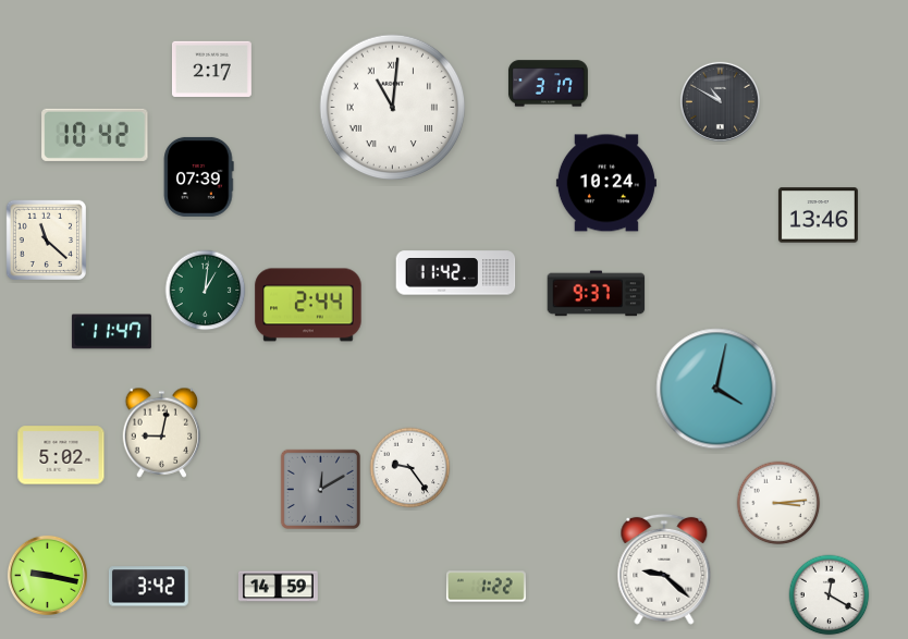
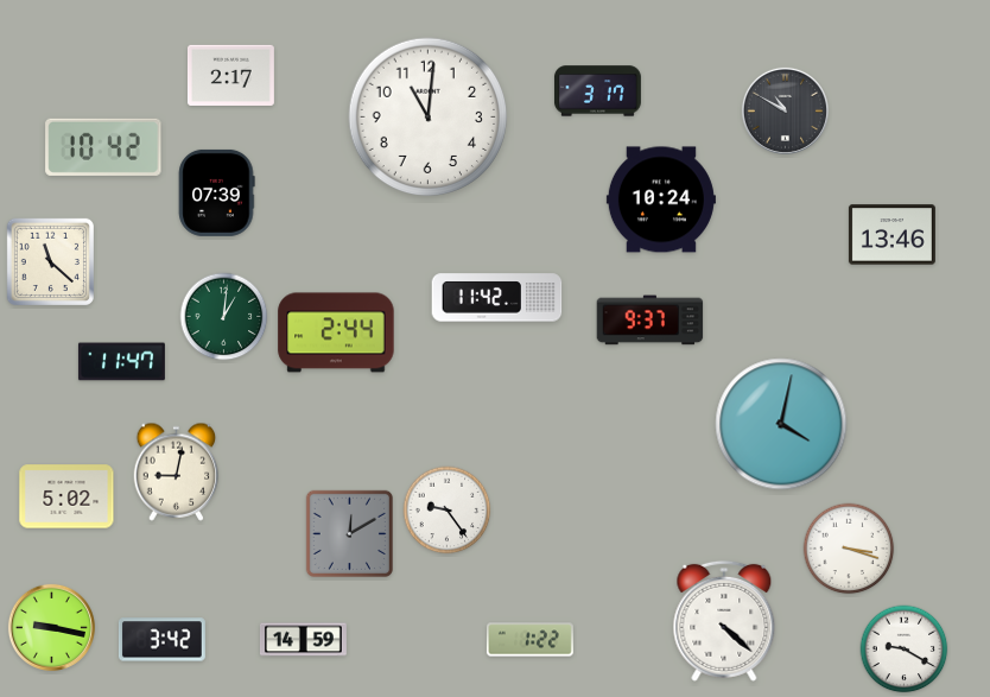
clock at (393, 108) numerals: Roman -> Arabic
clock at (778, 503): 3:14 -> 3:18
clock at (664, 569): 9:22 -> 4:22
clock at (830, 595): 12:20 -> 9:20
